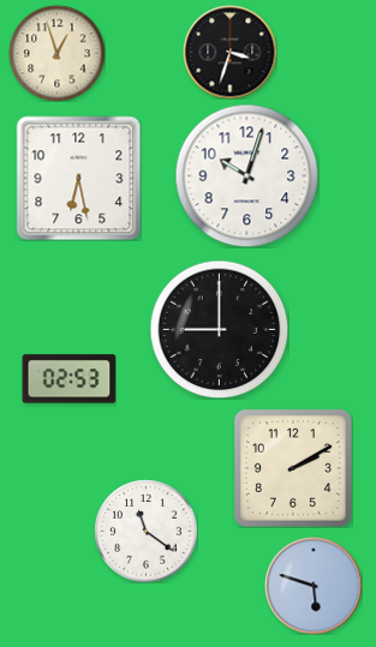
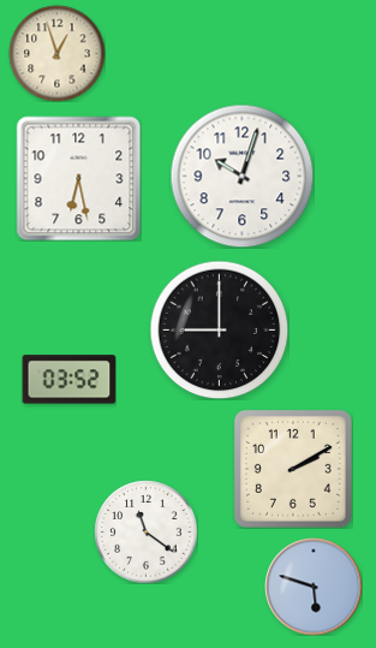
clock at (229, 52): 3:33 -> none
clock at (246, 175) position: (246, 175) -> (241, 176)
clock at (68, 379): 02:53 -> 03:52
